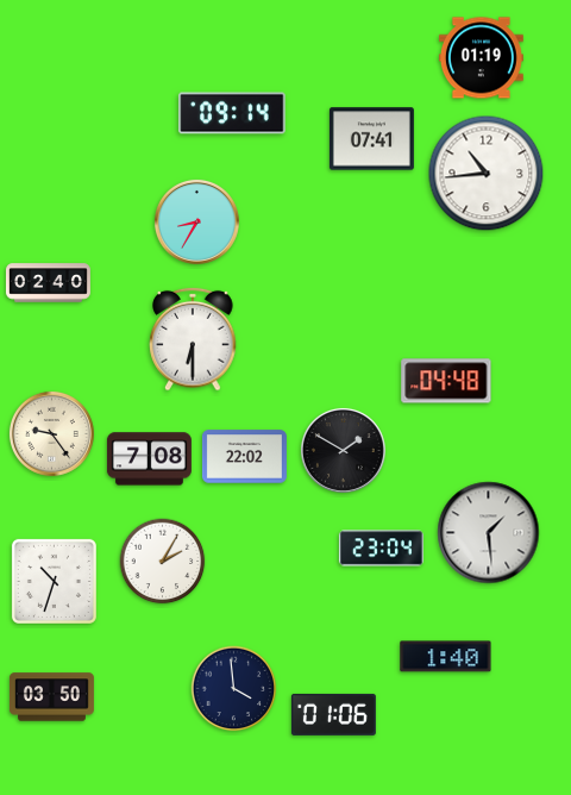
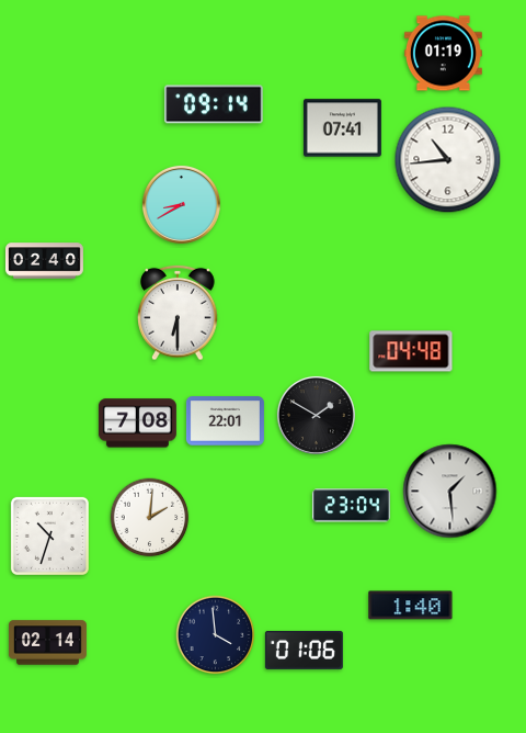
clock at (196, 221): 8:35 -> 8:40
clock at (51, 433): 9:24 -> none
clock at (244, 457): 22:02 -> 22:01
clock at (163, 562): 2:05 -> 2:01
clock at (51, 697): 03:50 -> 02:14
clock at (333, 714) position: (333, 714) -> (304, 650)
